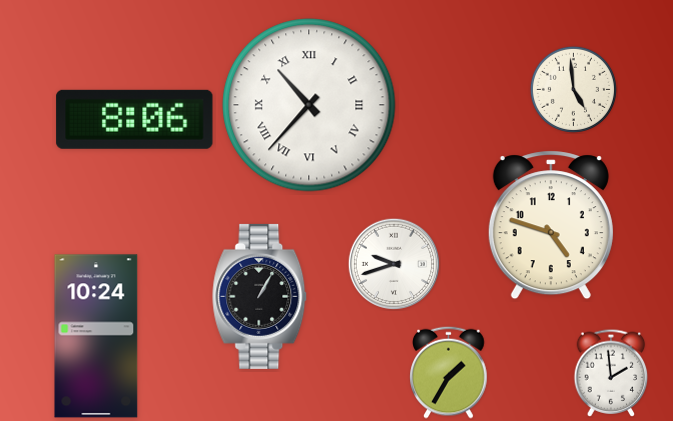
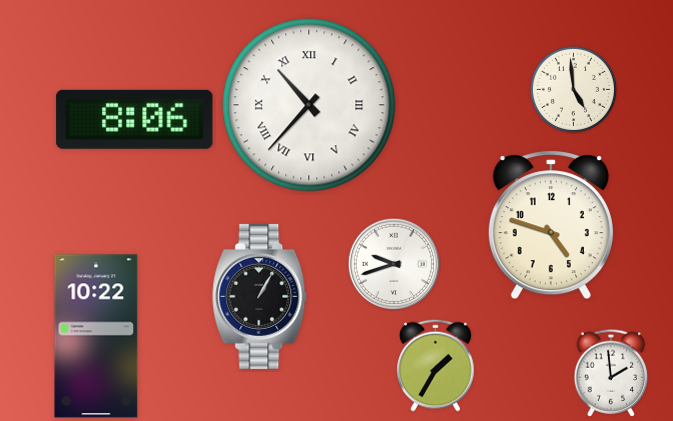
clock at (96, 336): 10:24 -> 10:22
clock at (449, 372) position: (449, 372) -> (436, 365)
